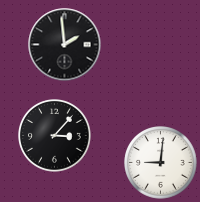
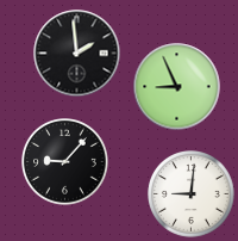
clock at (177, 87): none -> 8:56
clock at (55, 136): 3:07 -> 9:07
